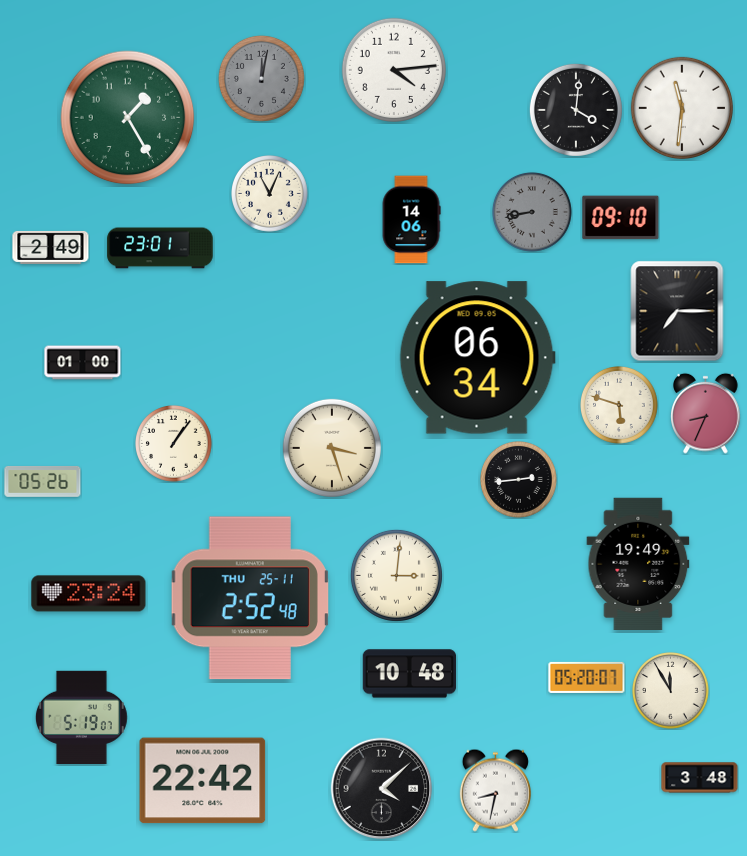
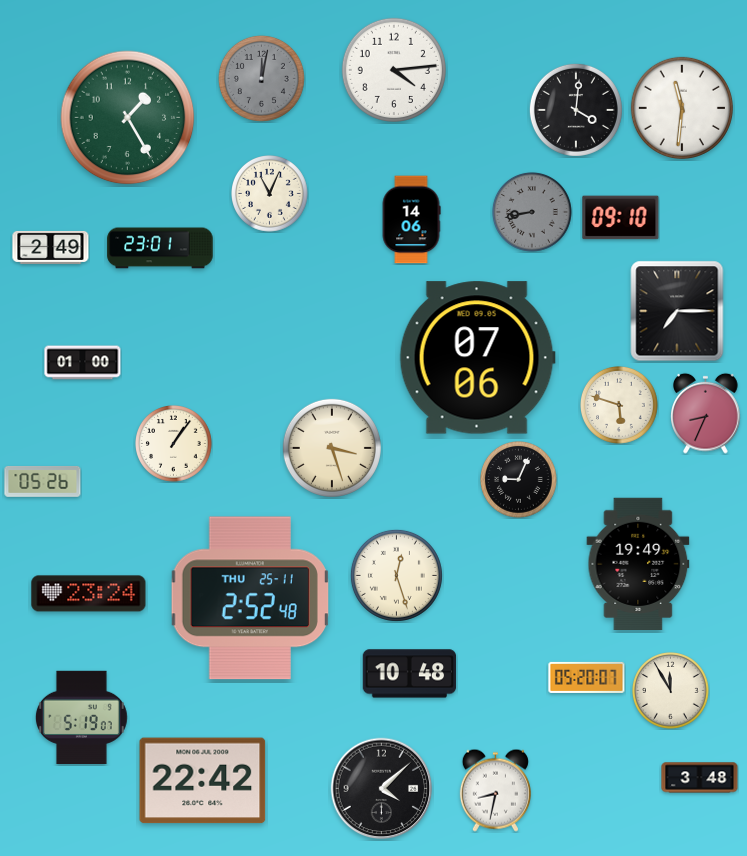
clock at (477, 358): 06:34 -> 07:06
clock at (519, 480): 2:44 -> 9:04
clock at (396, 575): 3:01 -> 12:27
